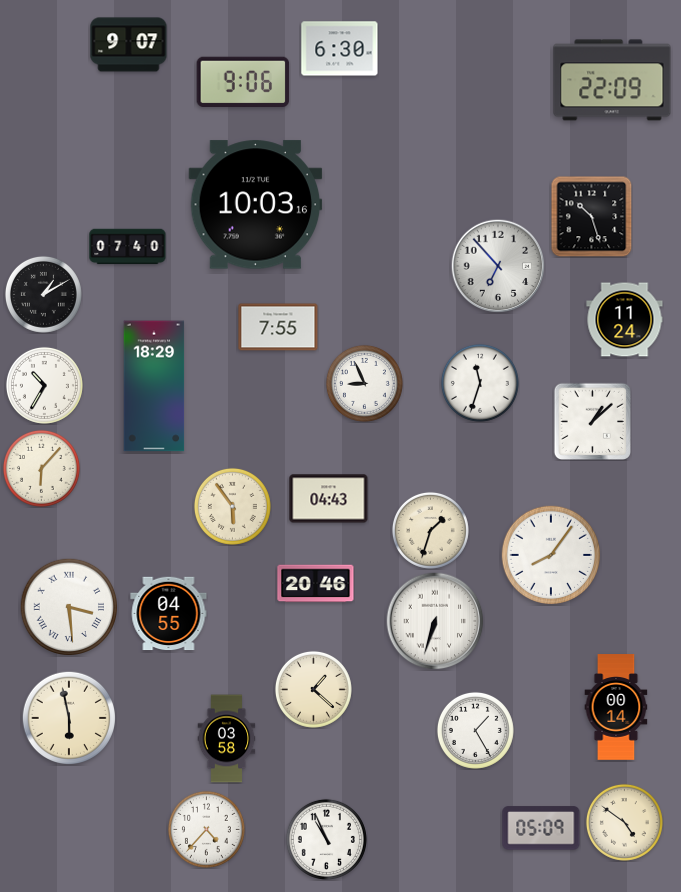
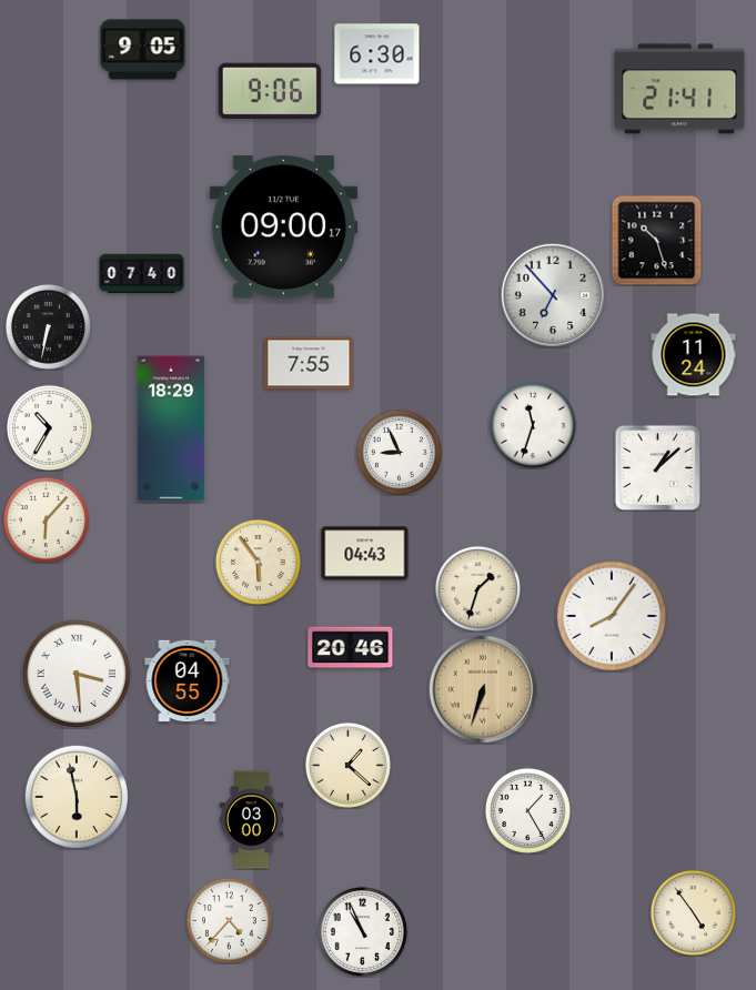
clock at (129, 45): 9:07 -> 9:05
clock at (612, 80): 22:09 -> 21:41
clock at (256, 205): 10:03 -> 09:00
clock at (43, 294): 1:10 -> 6:32
clock at (364, 383) position: (364, 383) -> (399, 452)
clock at (435, 621) dial: white -> champagne
clock at (616, 707): 00:14 -> none
clock at (227, 739): 03:58 -> 03:00
clock at (624, 822): 4:51 -> 4:54
clock at (541, 828): 05:09 -> none
